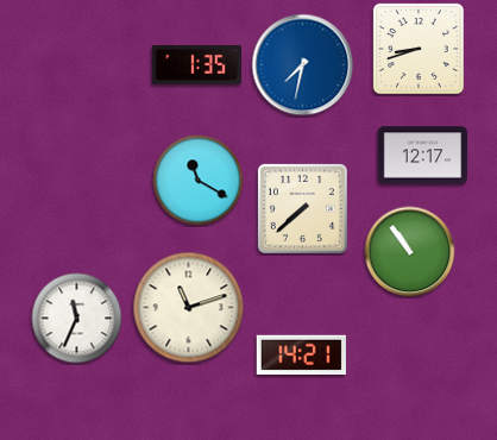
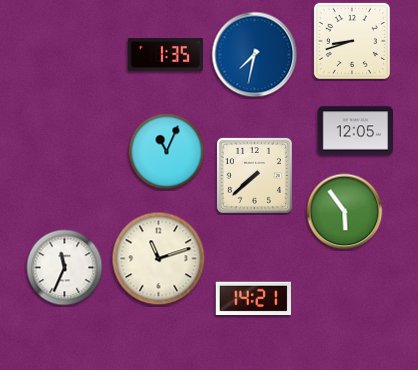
clock at (423, 156): 12:17 -> 12:05
clock at (199, 181): 11:20 -> 11:04
clock at (410, 252): 10:54 -> 5:54
